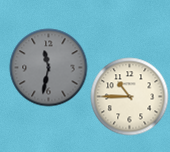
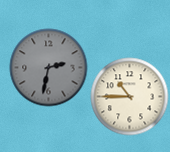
clock at (48, 67): 11:32 -> 2:32
